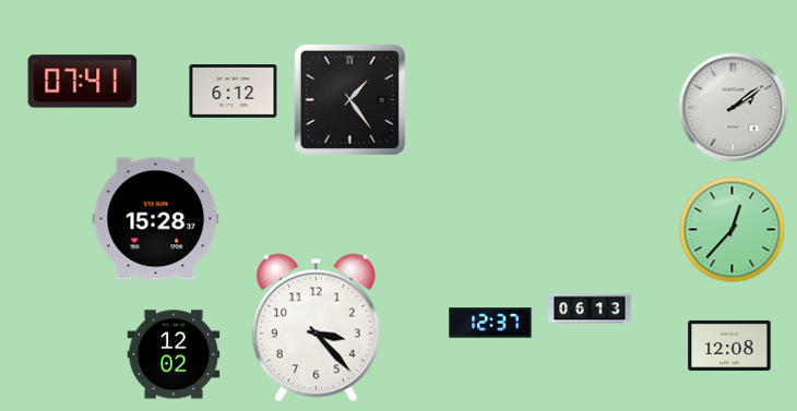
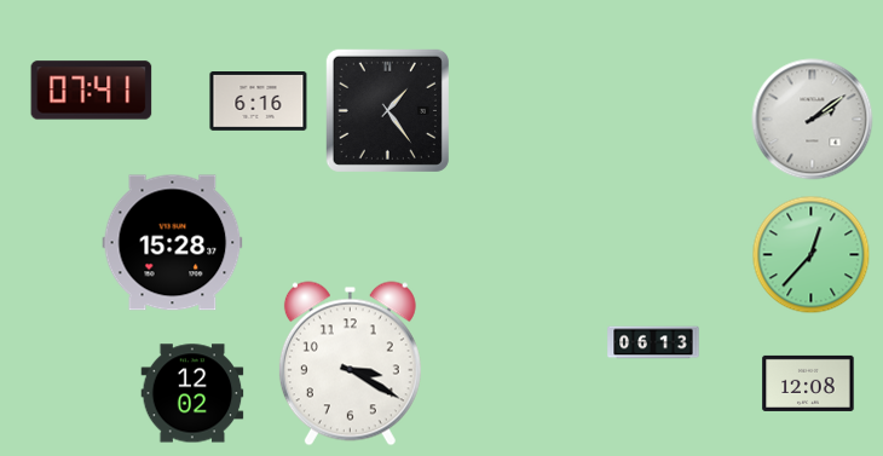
clock at (234, 92): 6:12 -> 6:16
clock at (490, 323): 12:37 -> none
clock at (316, 328): 3:23 -> 3:20
